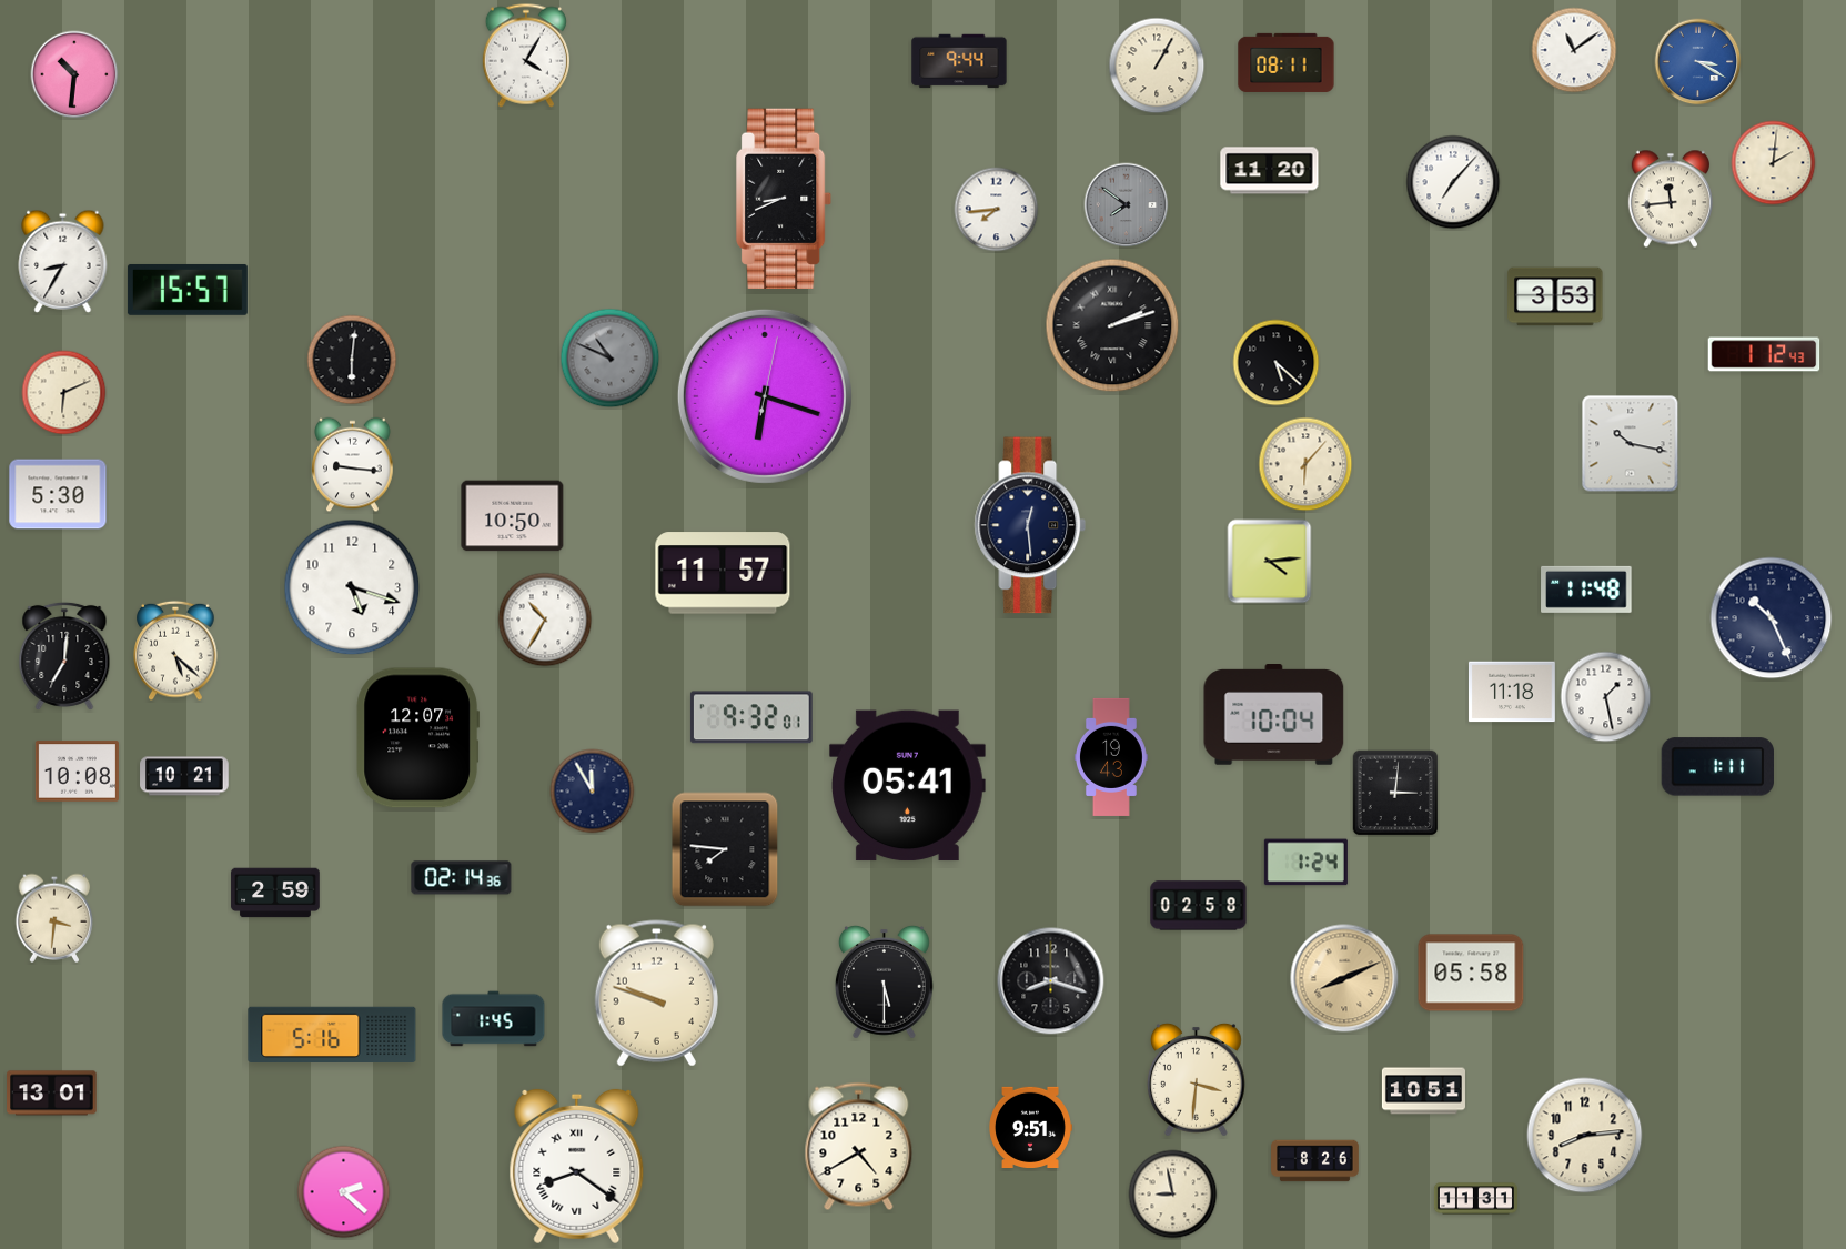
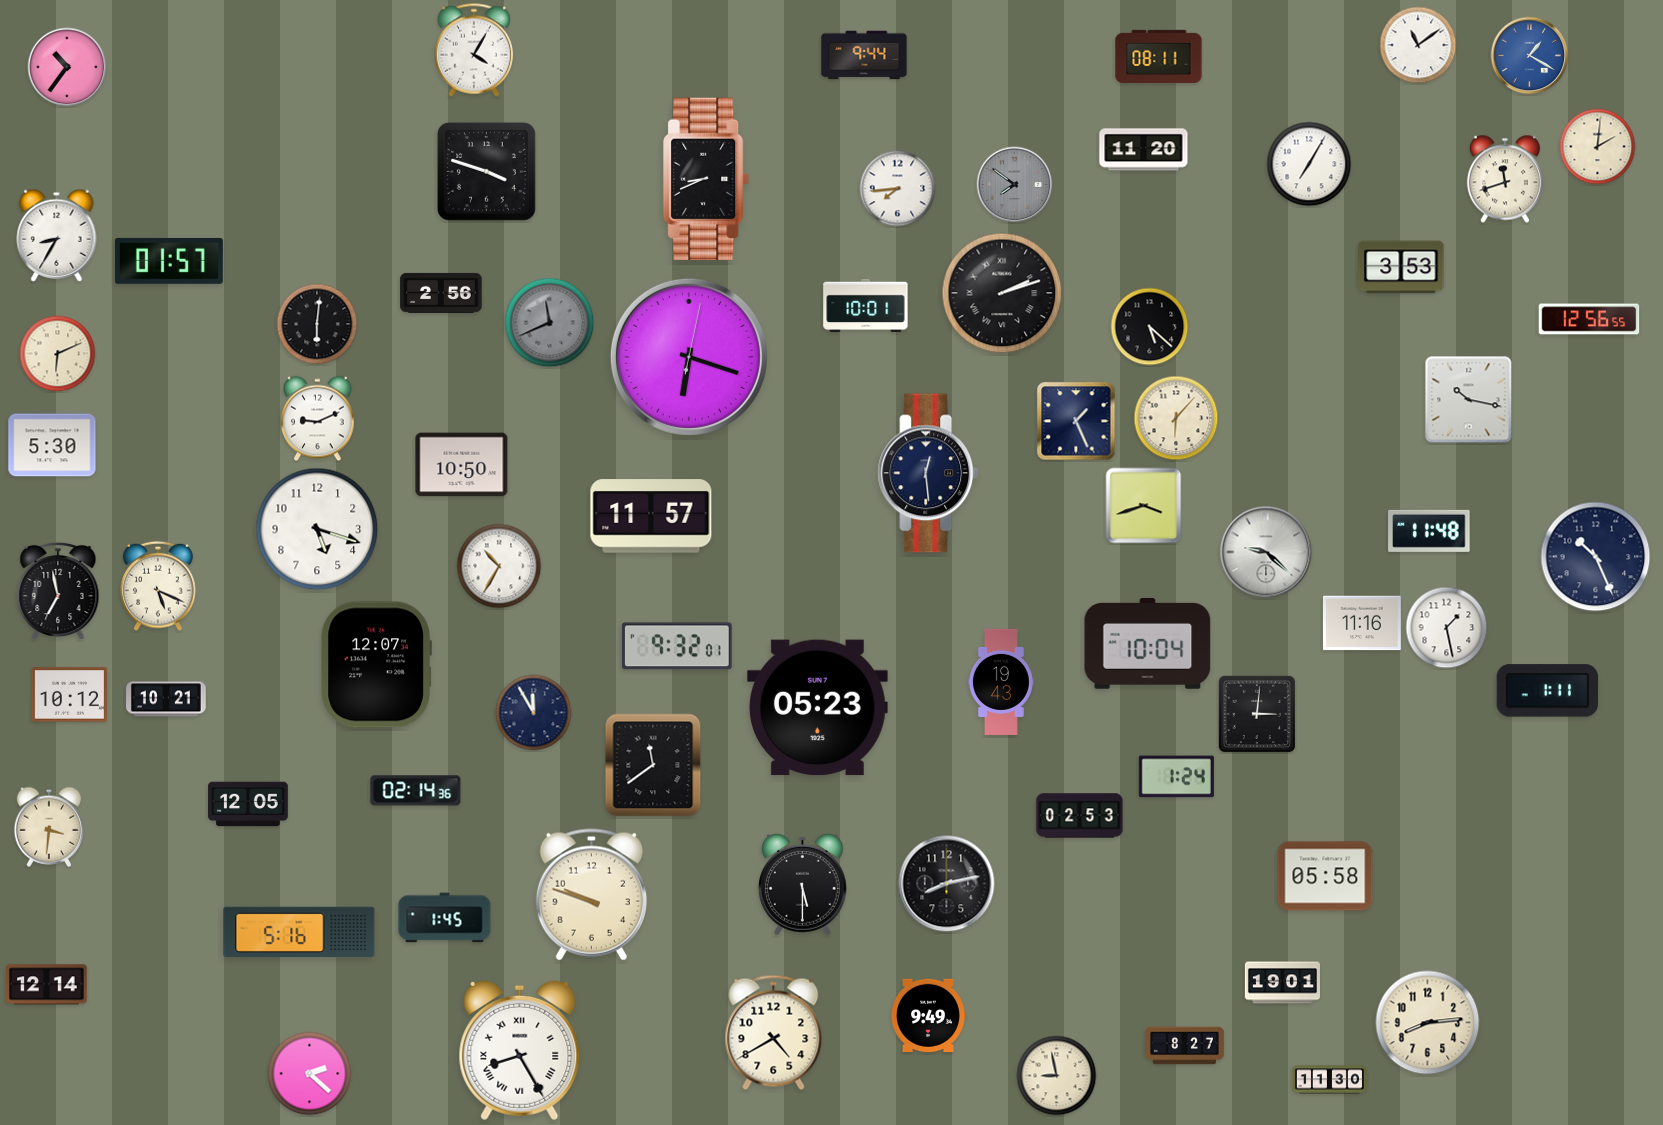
clock at (1698, 62): 3:20 -> 1:20
clock at (1157, 66): 1:05 -> none
clock at (74, 74): 10:31 -> 10:36
clock at (1270, 171) position: (1270, 171) -> (1144, 150)
clock at (1453, 182): 7:07 -> 7:05
clock at (486, 171): none -> 3:48
clock at (1671, 199): 11:44 -> 11:42
clock at (188, 290): 15:57 -> 01:57
clock at (441, 293): none -> 2:56
clock at (866, 305): none -> 10:01
clock at (1764, 354): 1:12 -> 12:56
clock at (611, 359): 10:49 -> 11:41
clock at (353, 465): 9:16 -> 9:11
clock at (1076, 421): none -> 1:26
clock at (1270, 562): 4:14 -> 3:42
clock at (1266, 552): none -> 9:22
clock at (545, 620) position: (545, 620) -> (499, 566)
clock at (175, 651): 5:22 -> 5:19
clock at (64, 655): 7:01 -> 6:58
clock at (1512, 692): 11:18 -> 11:16
clock at (77, 772): 10:08 -> 10:12
clock at (907, 786): 05:41 -> 05:23
clock at (725, 849): 7:46 -> 11:39
clock at (275, 893): 2:59 -> 12:05
clock at (1199, 906): 02:58 -> 02:53
clock at (1344, 978): 8:11 -> none
clock at (884, 981) position: (884, 981) -> (802, 884)
clock at (1051, 981): 8:18 -> 8:13
clock at (1196, 1079): 3:31 -> none
clock at (1423, 1091): 10:51 -> 19:01
clock at (52, 1094): 13:01 -> 12:14
clock at (1030, 1127): 9:51 -> 9:49
clock at (1315, 1161): 8:26 -> 8:27
clock at (577, 1167): 8:21 -> 8:25
clock at (1475, 1199): 11:31 -> 11:30
